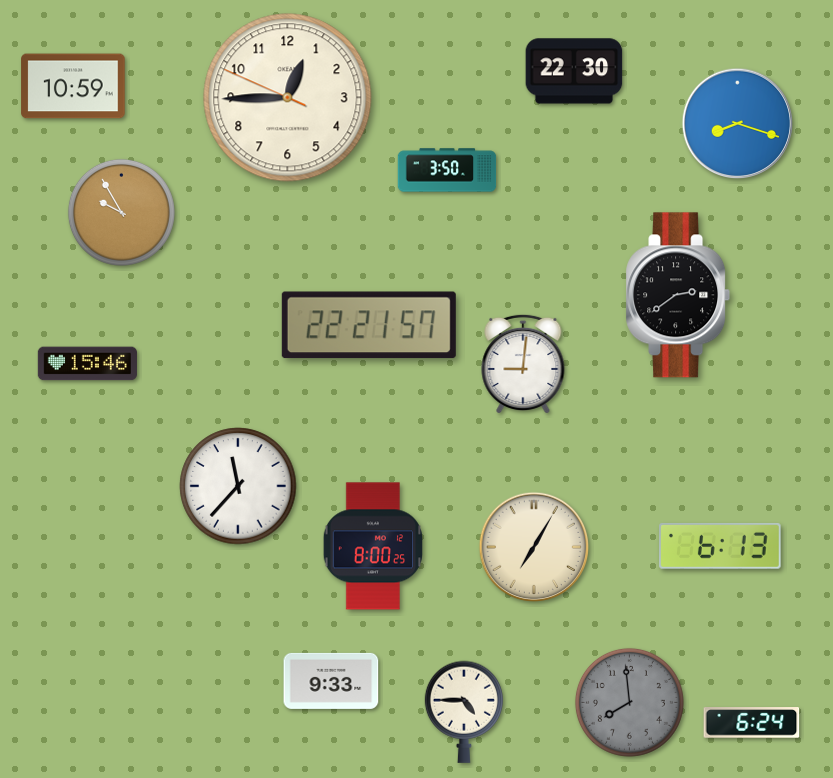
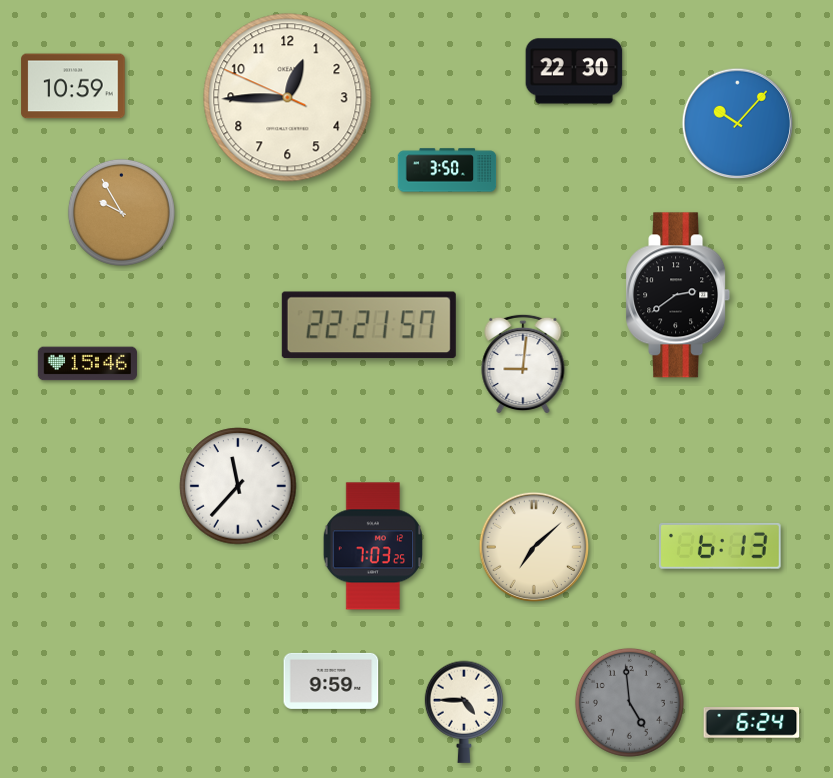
clock at (738, 124): 8:18 -> 10:07
clock at (372, 546): 8:00 -> 7:03
clock at (534, 547): 7:05 -> 7:08
clock at (331, 681): 9:33 -> 9:59
clock at (629, 702): 7:59 -> 4:59
